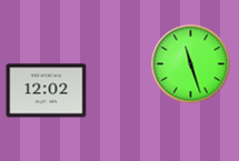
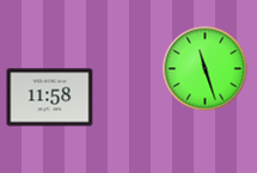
clock at (47, 91): 12:02 -> 11:58
